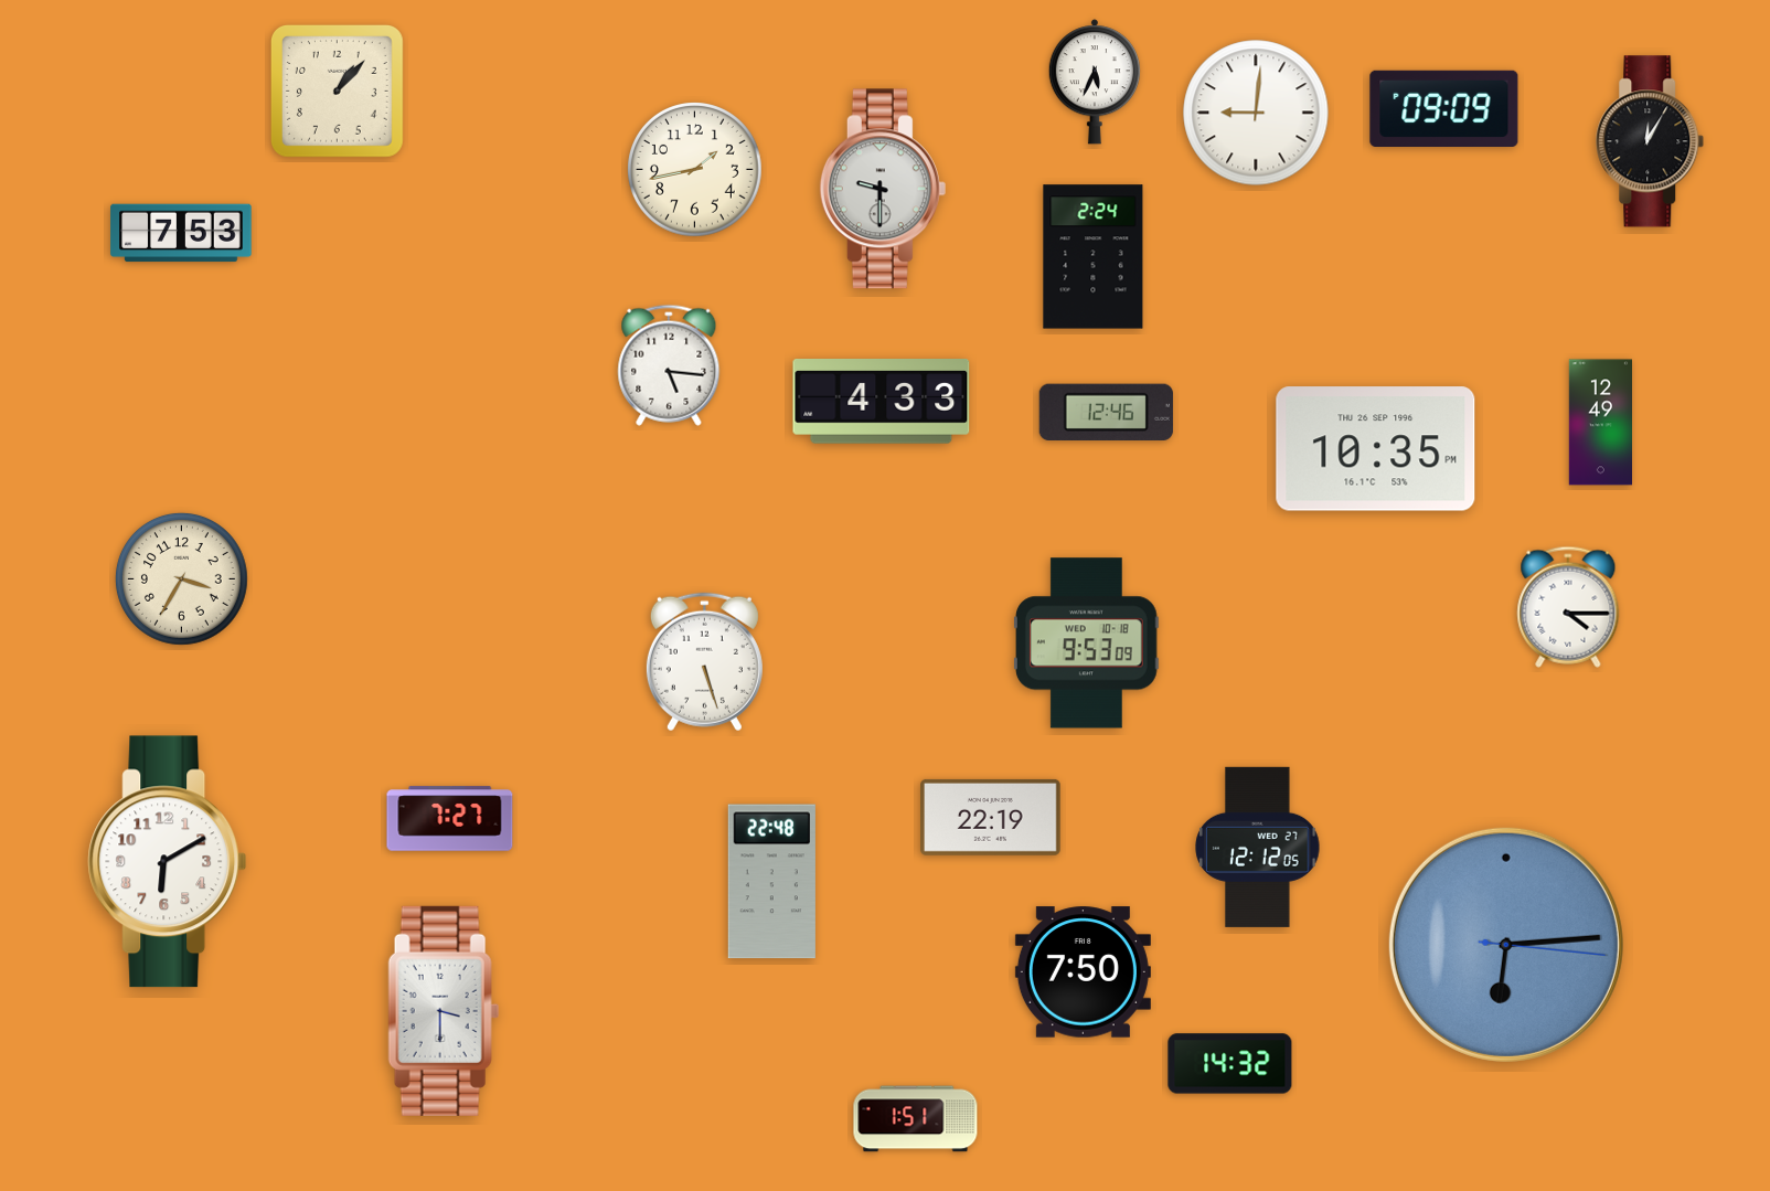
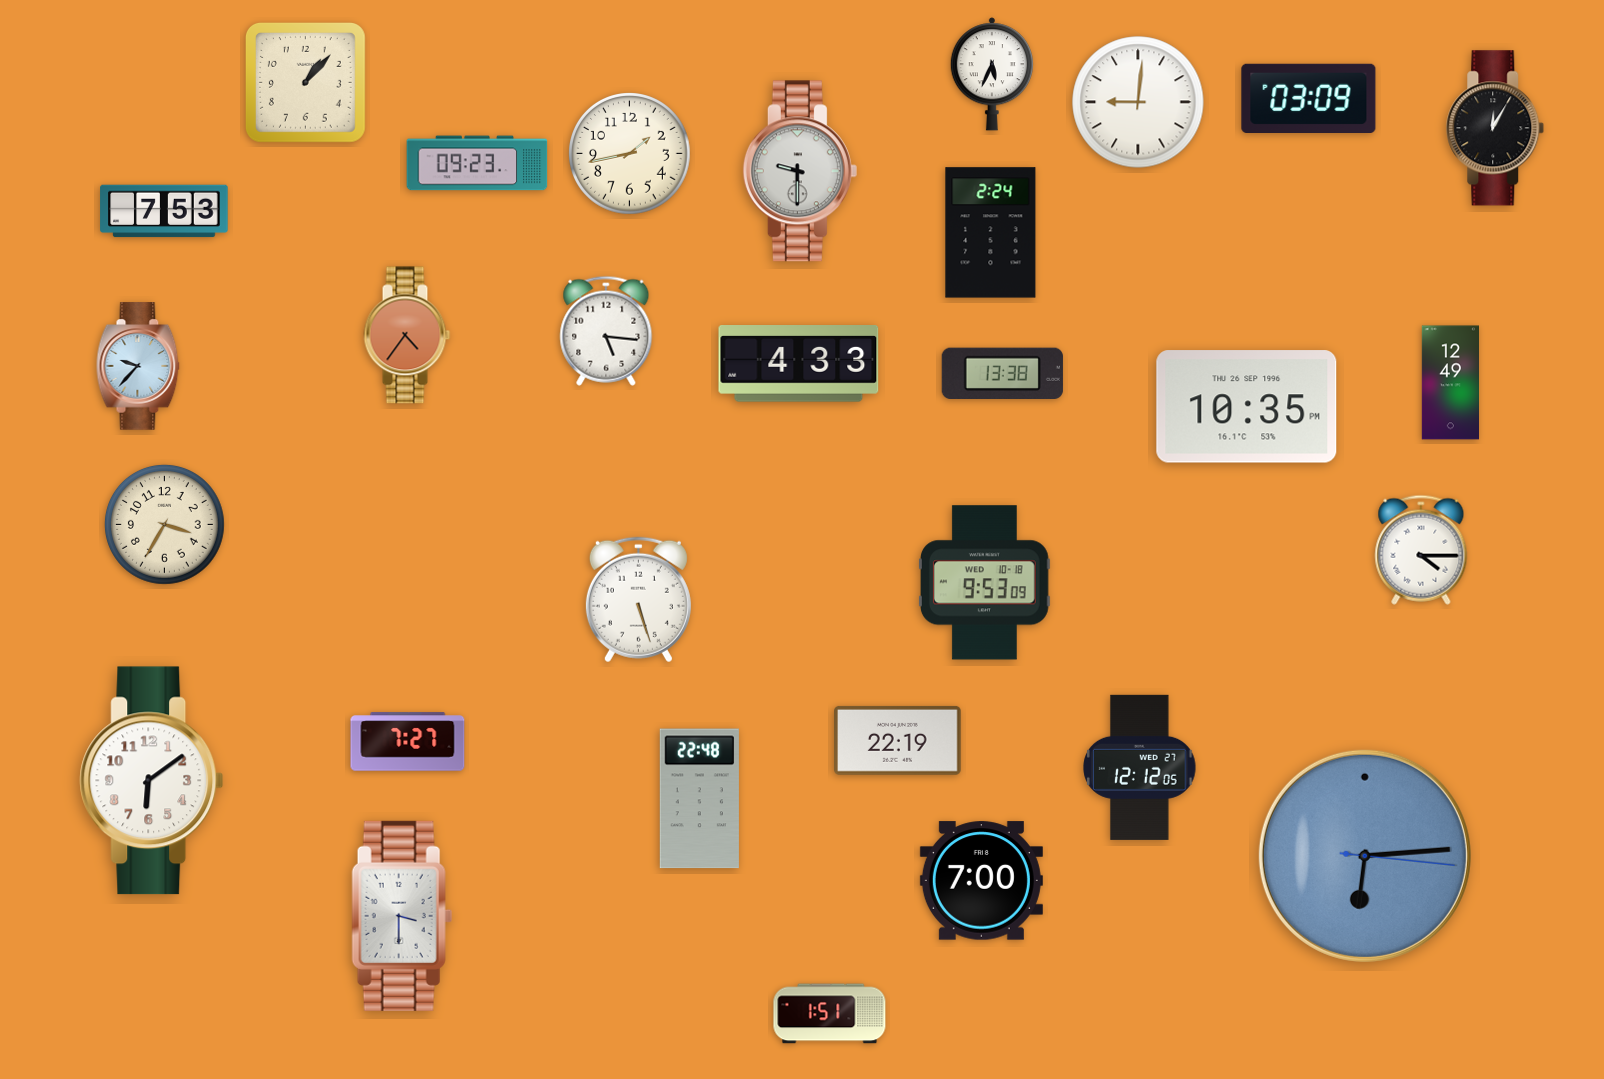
clock at (1444, 108): 09:09 -> 03:09
clock at (477, 163): none -> 09:23
clock at (407, 335): none -> 4:36
clock at (138, 366): none -> 9:37
clock at (1106, 413): 12:46 -> 13:38
clock at (168, 862): 6:10 -> 6:09
clock at (1083, 972): 7:50 -> 7:00
clock at (1230, 1064): 14:32 -> none
